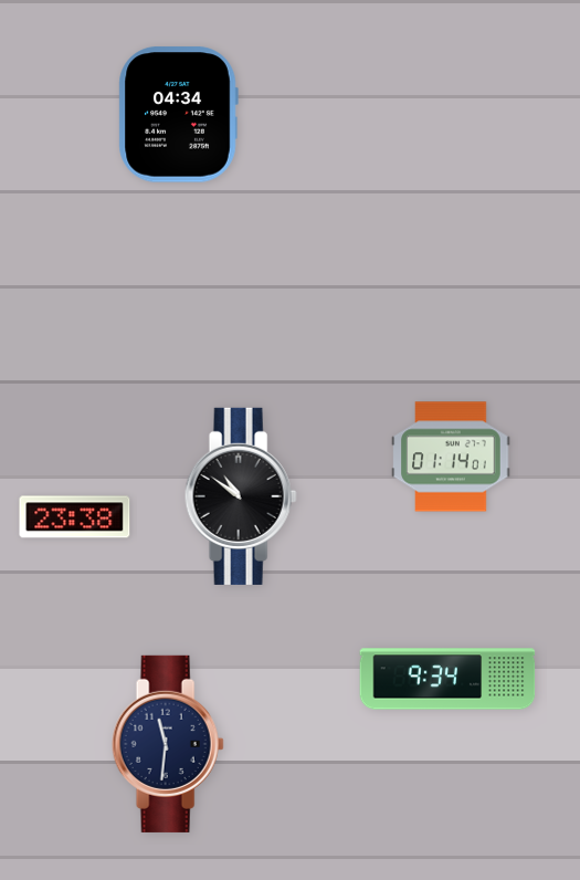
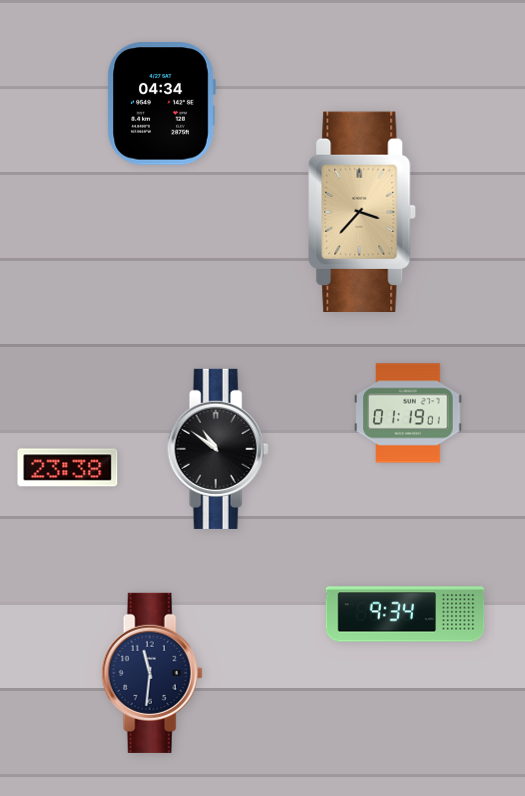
clock at (362, 211): none -> 3:37
clock at (451, 457): 01:14 -> 01:19
